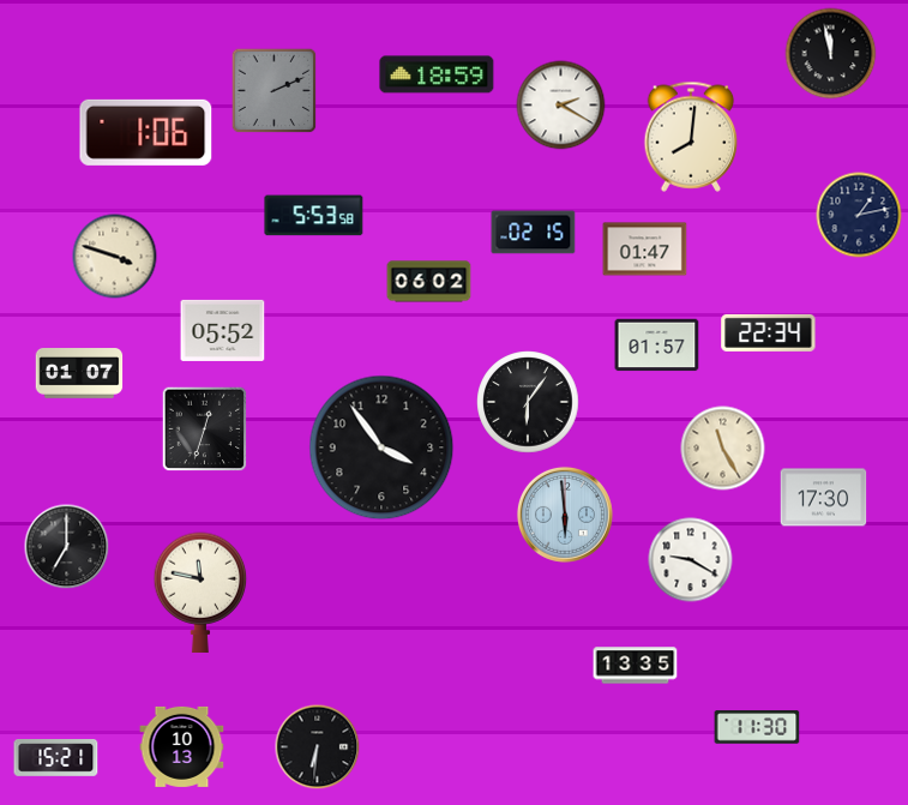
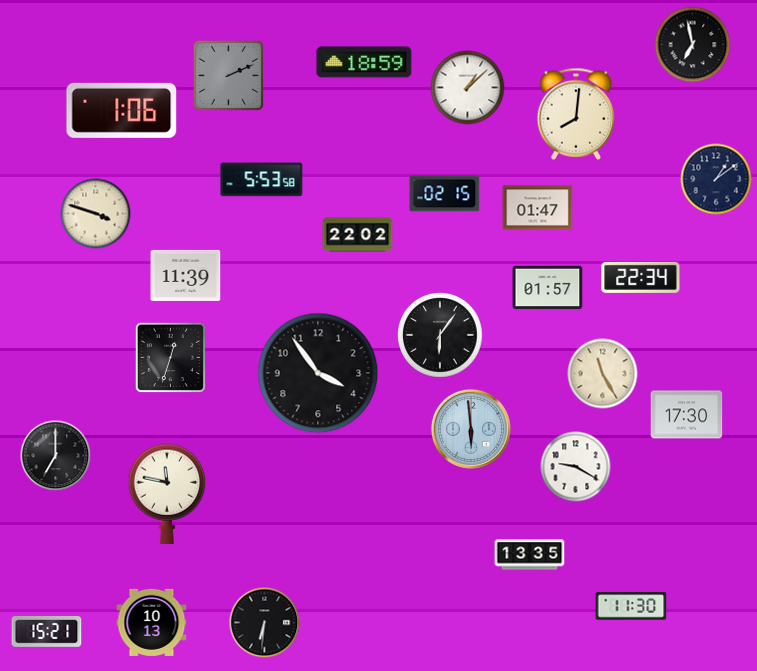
clock at (831, 54): 11:58 -> 6:58
clock at (561, 106): 2:20 -> 1:08
clock at (859, 215): 1:13 -> 1:09
clock at (429, 282): 06:02 -> 22:02
clock at (223, 330): 05:52 -> 11:39
clock at (79, 373): 01:07 -> none
